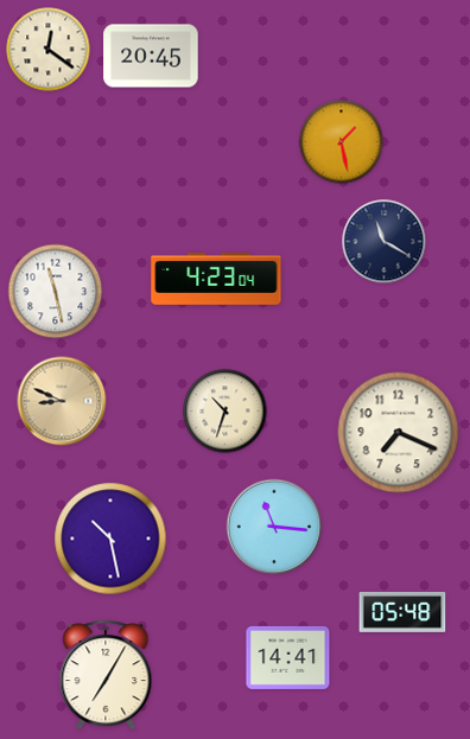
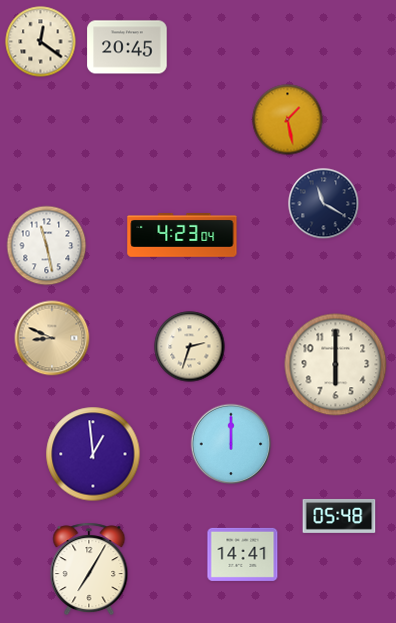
clock at (226, 412): 10:33 -> 2:33
clock at (399, 433): 7:19 -> 6:00
clock at (274, 527): 11:16 -> 12:00
clock at (110, 539): 10:28 -> 12:59
